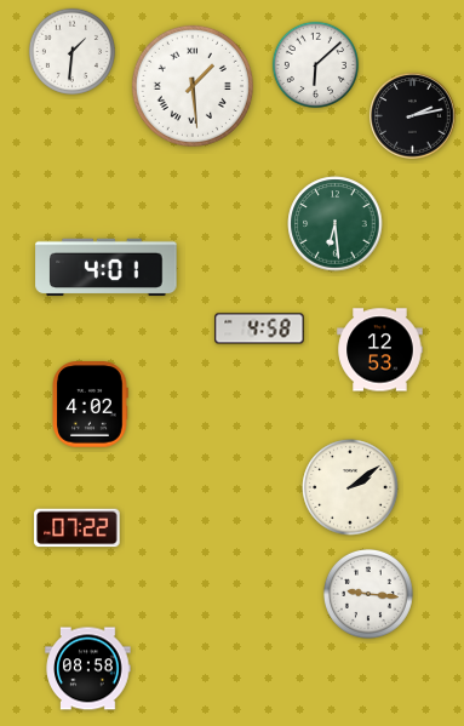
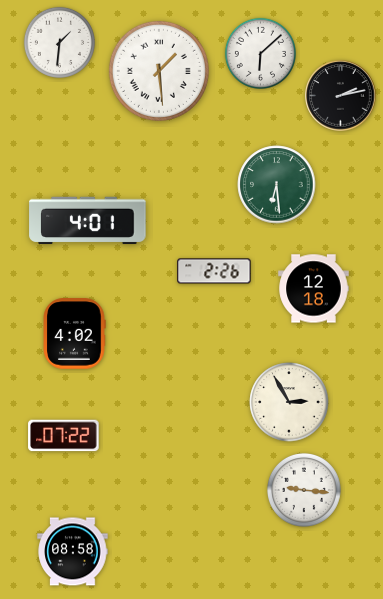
clock at (259, 328): 4:58 -> 2:26
clock at (380, 350): 12:53 -> 12:18
clock at (350, 487): 2:09 -> 2:55
